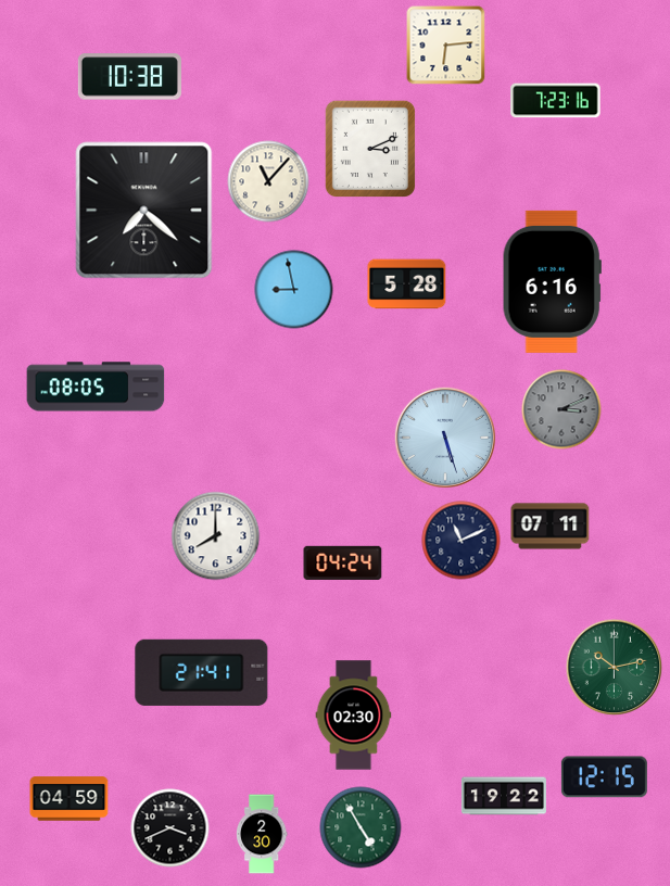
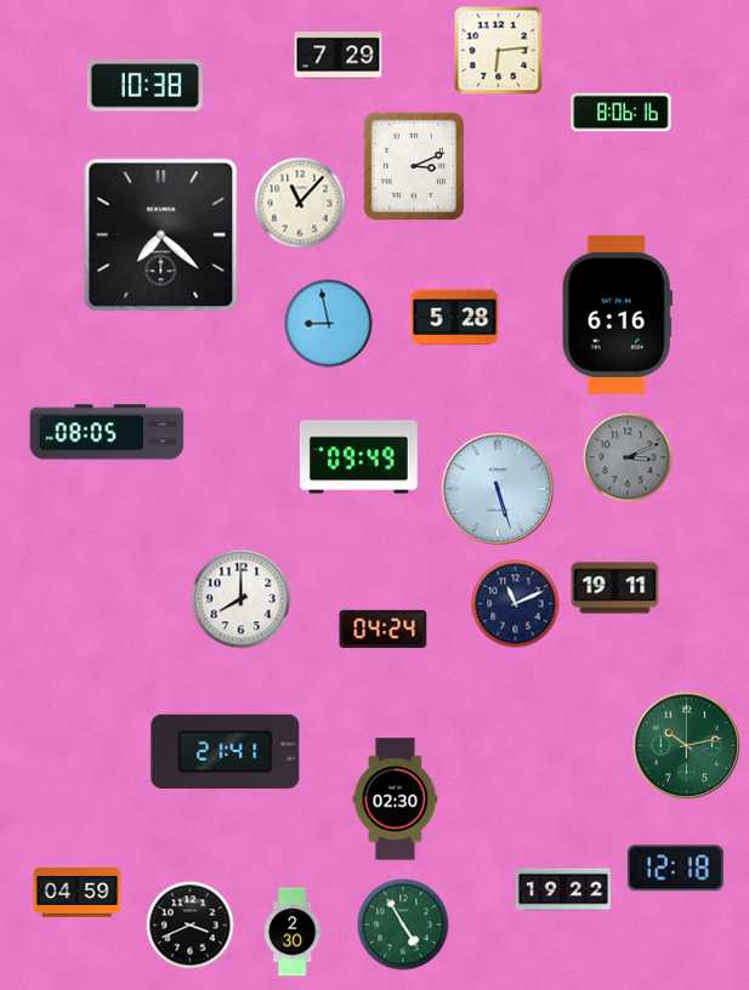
clock at (339, 56): none -> 7:29
clock at (556, 101): 7:23 -> 8:06
clock at (358, 457): none -> 09:49
clock at (551, 527): 07:11 -> 19:11
clock at (604, 777): 12:15 -> 12:18
